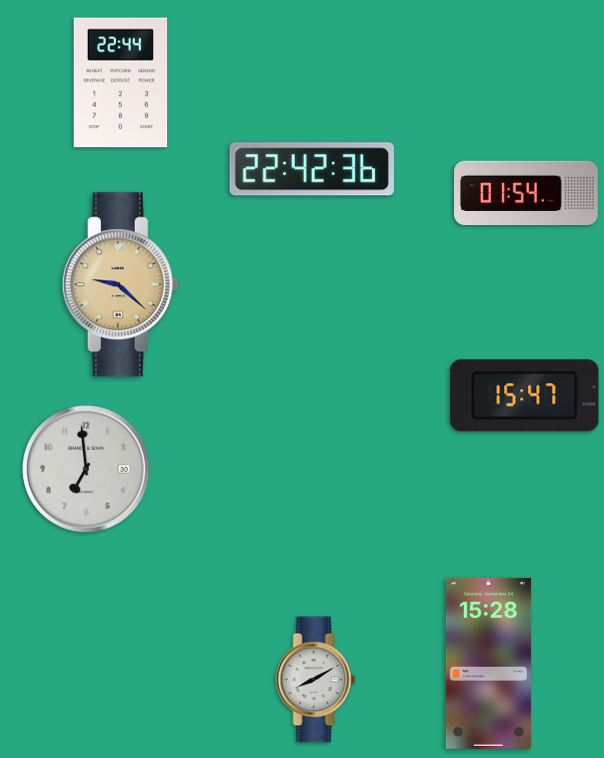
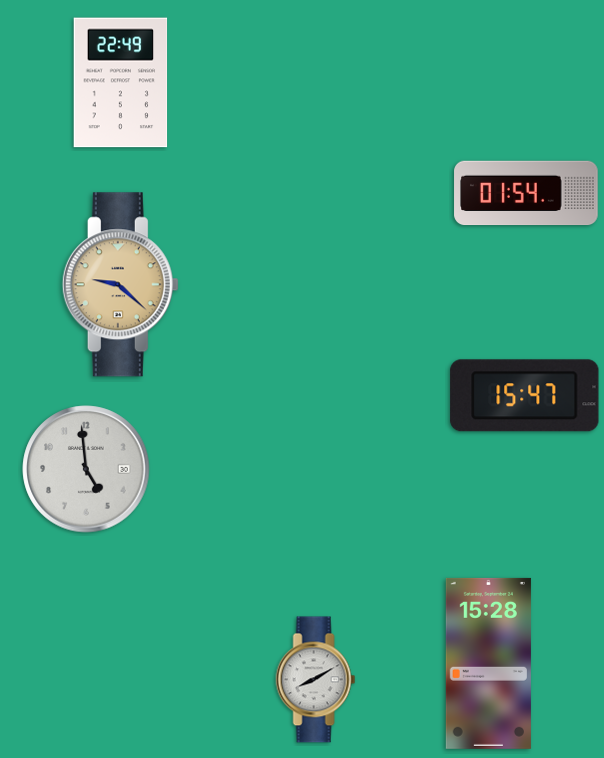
clock at (121, 83): 22:44 -> 22:49
clock at (312, 169): 22:42 -> none
clock at (86, 469): 6:59 -> 4:59
